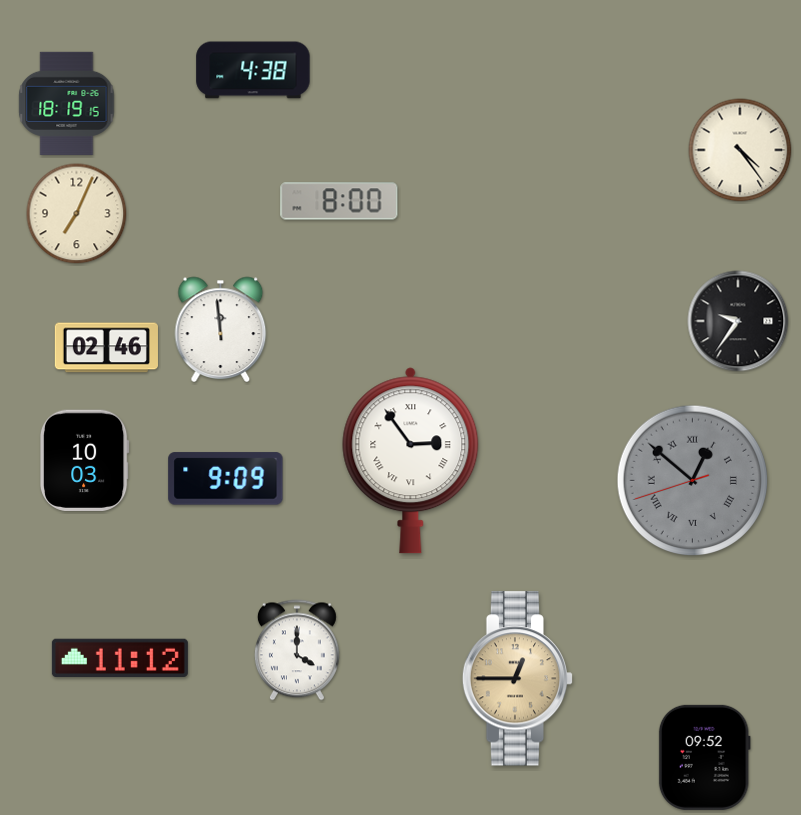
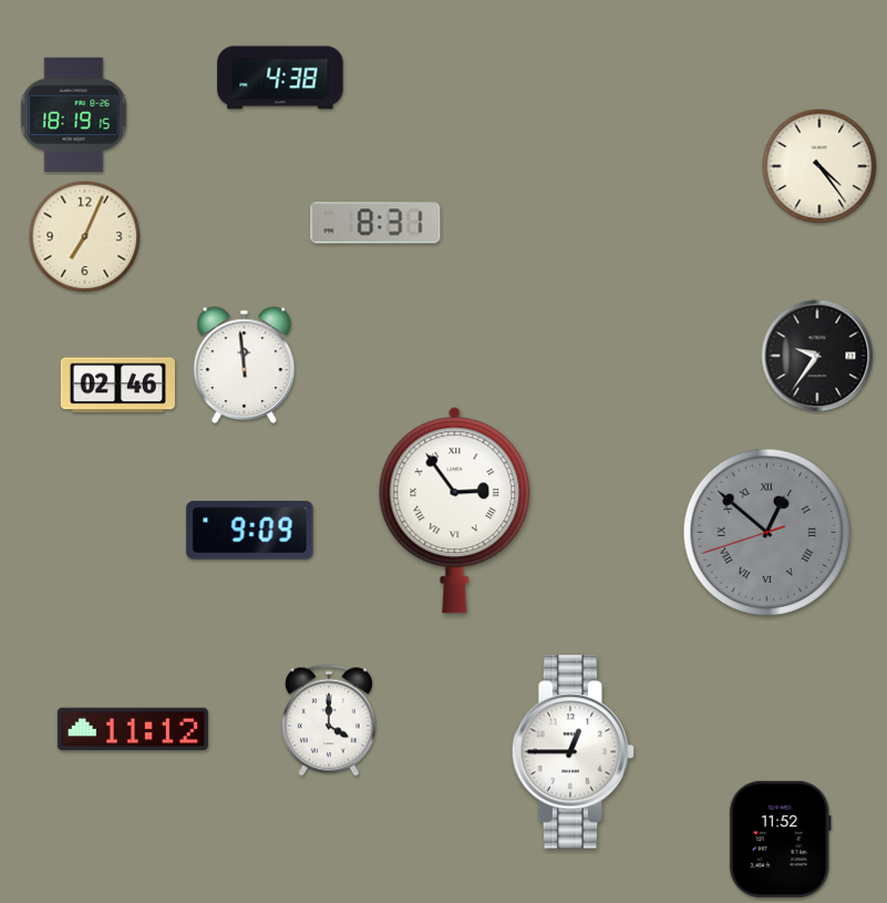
clock at (339, 201): 8:00 -> 8:31
clock at (85, 460): 10:03 -> none
clock at (518, 679) dial: champagne -> white
clock at (704, 757): 09:52 -> 11:52
